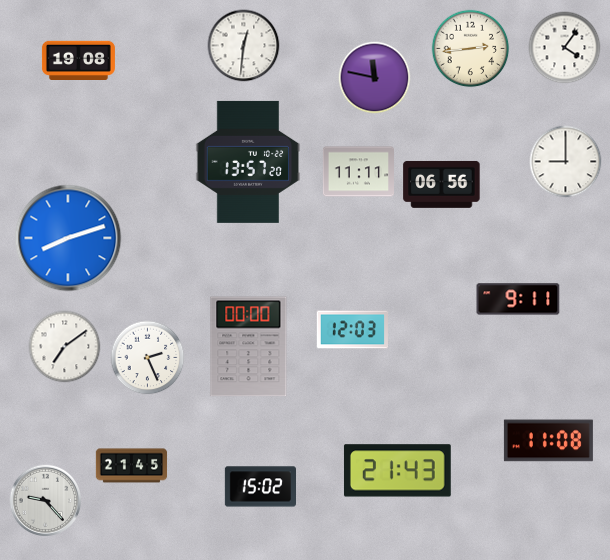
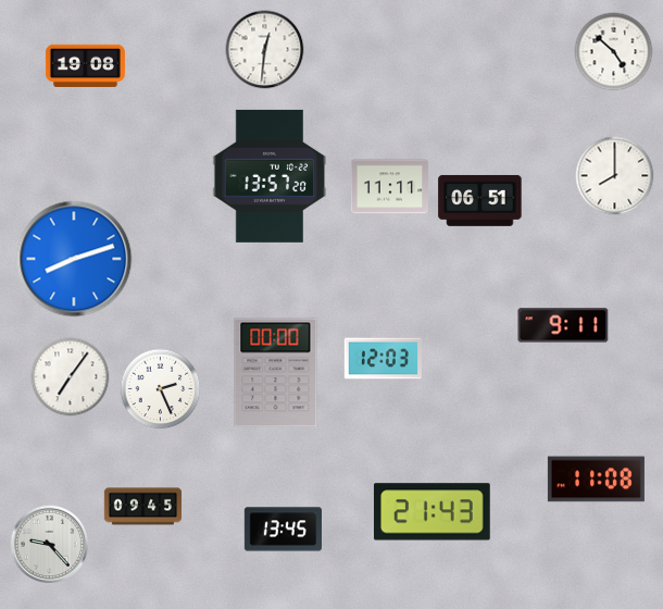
clock at (565, 48): 4:06 -> 4:52
clock at (471, 49): 2:44 -> none
clock at (375, 78): 11:47 -> none
clock at (566, 162): 9:00 -> 8:00
clock at (442, 184): 06:56 -> 06:51
clock at (65, 347): 7:09 -> 7:06
clock at (249, 347) position: (249, 347) -> (276, 373)
clock at (132, 466): 21:45 -> 09:45
clock at (260, 487): 15:02 -> 13:45
